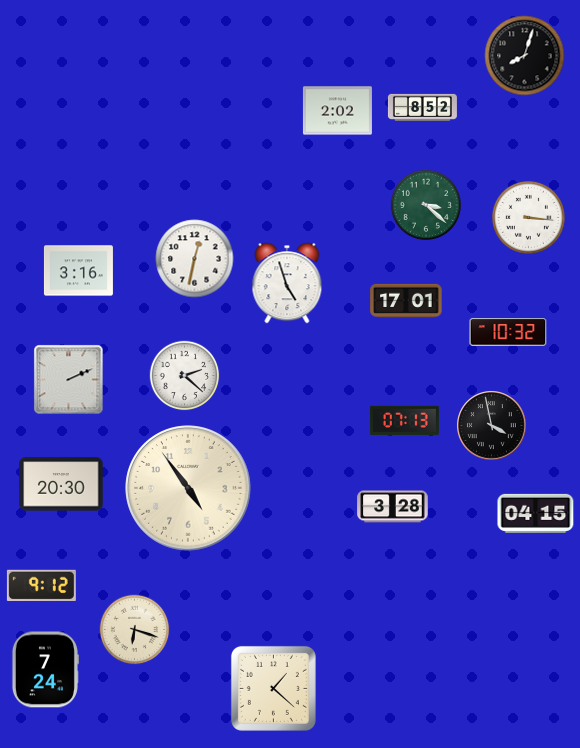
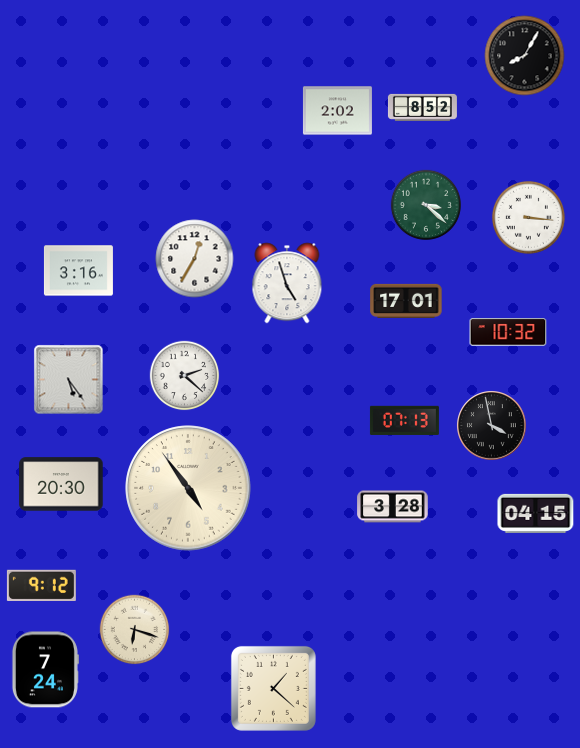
clock at (525, 56): 8:03 -> 8:05
clock at (195, 259): 12:32 -> 12:35
clock at (69, 380): 2:11 -> 5:24
